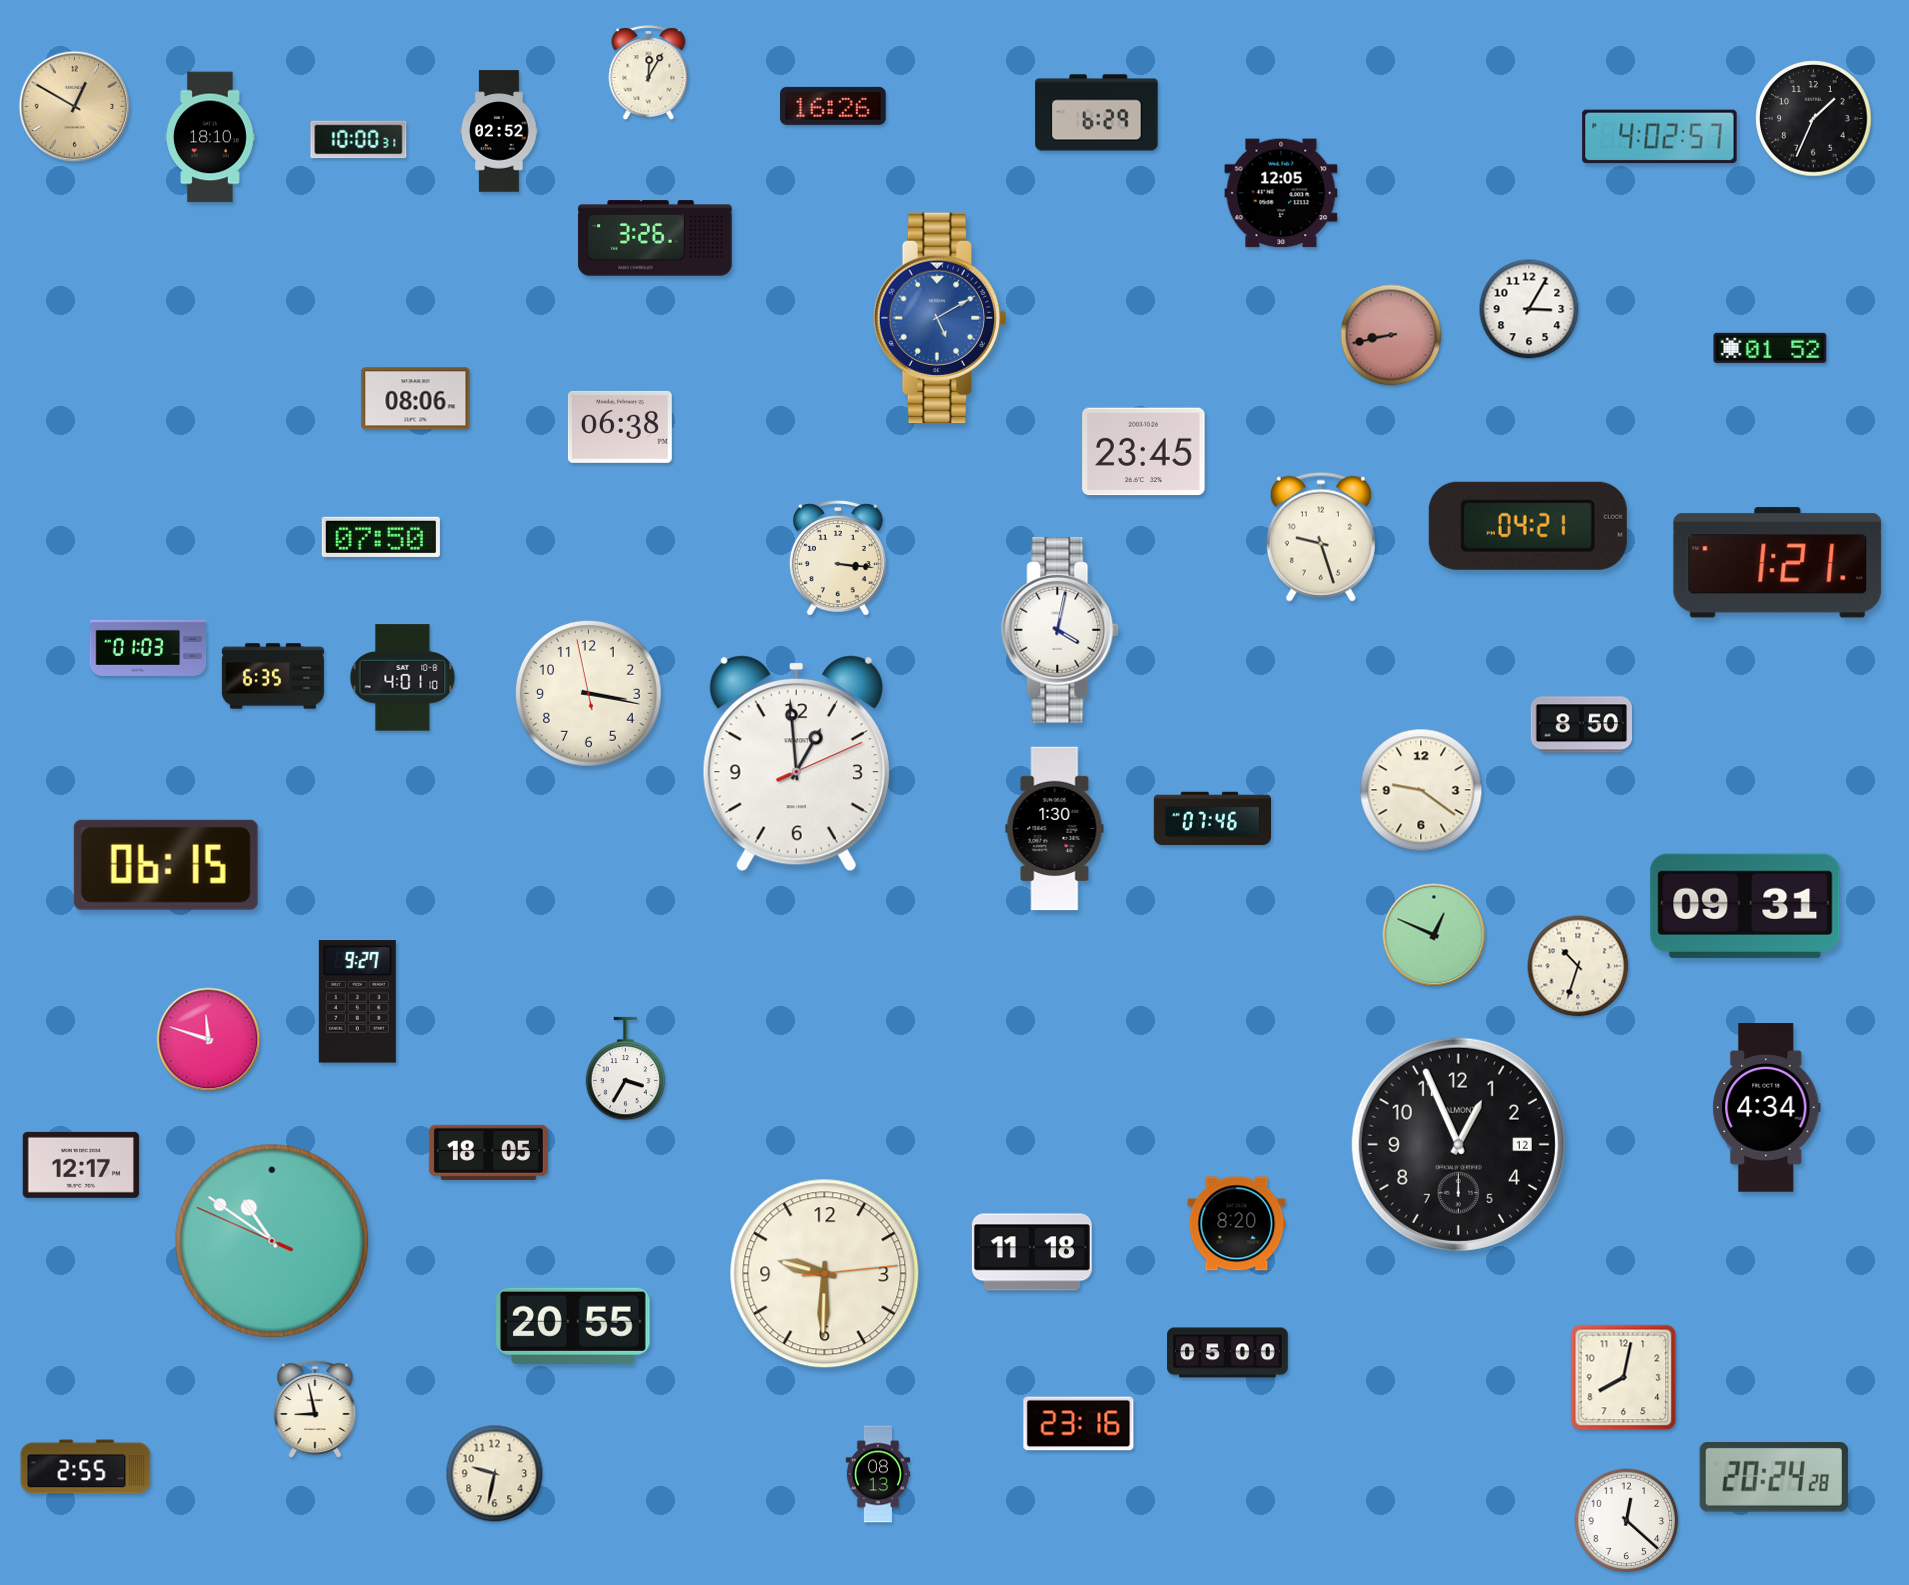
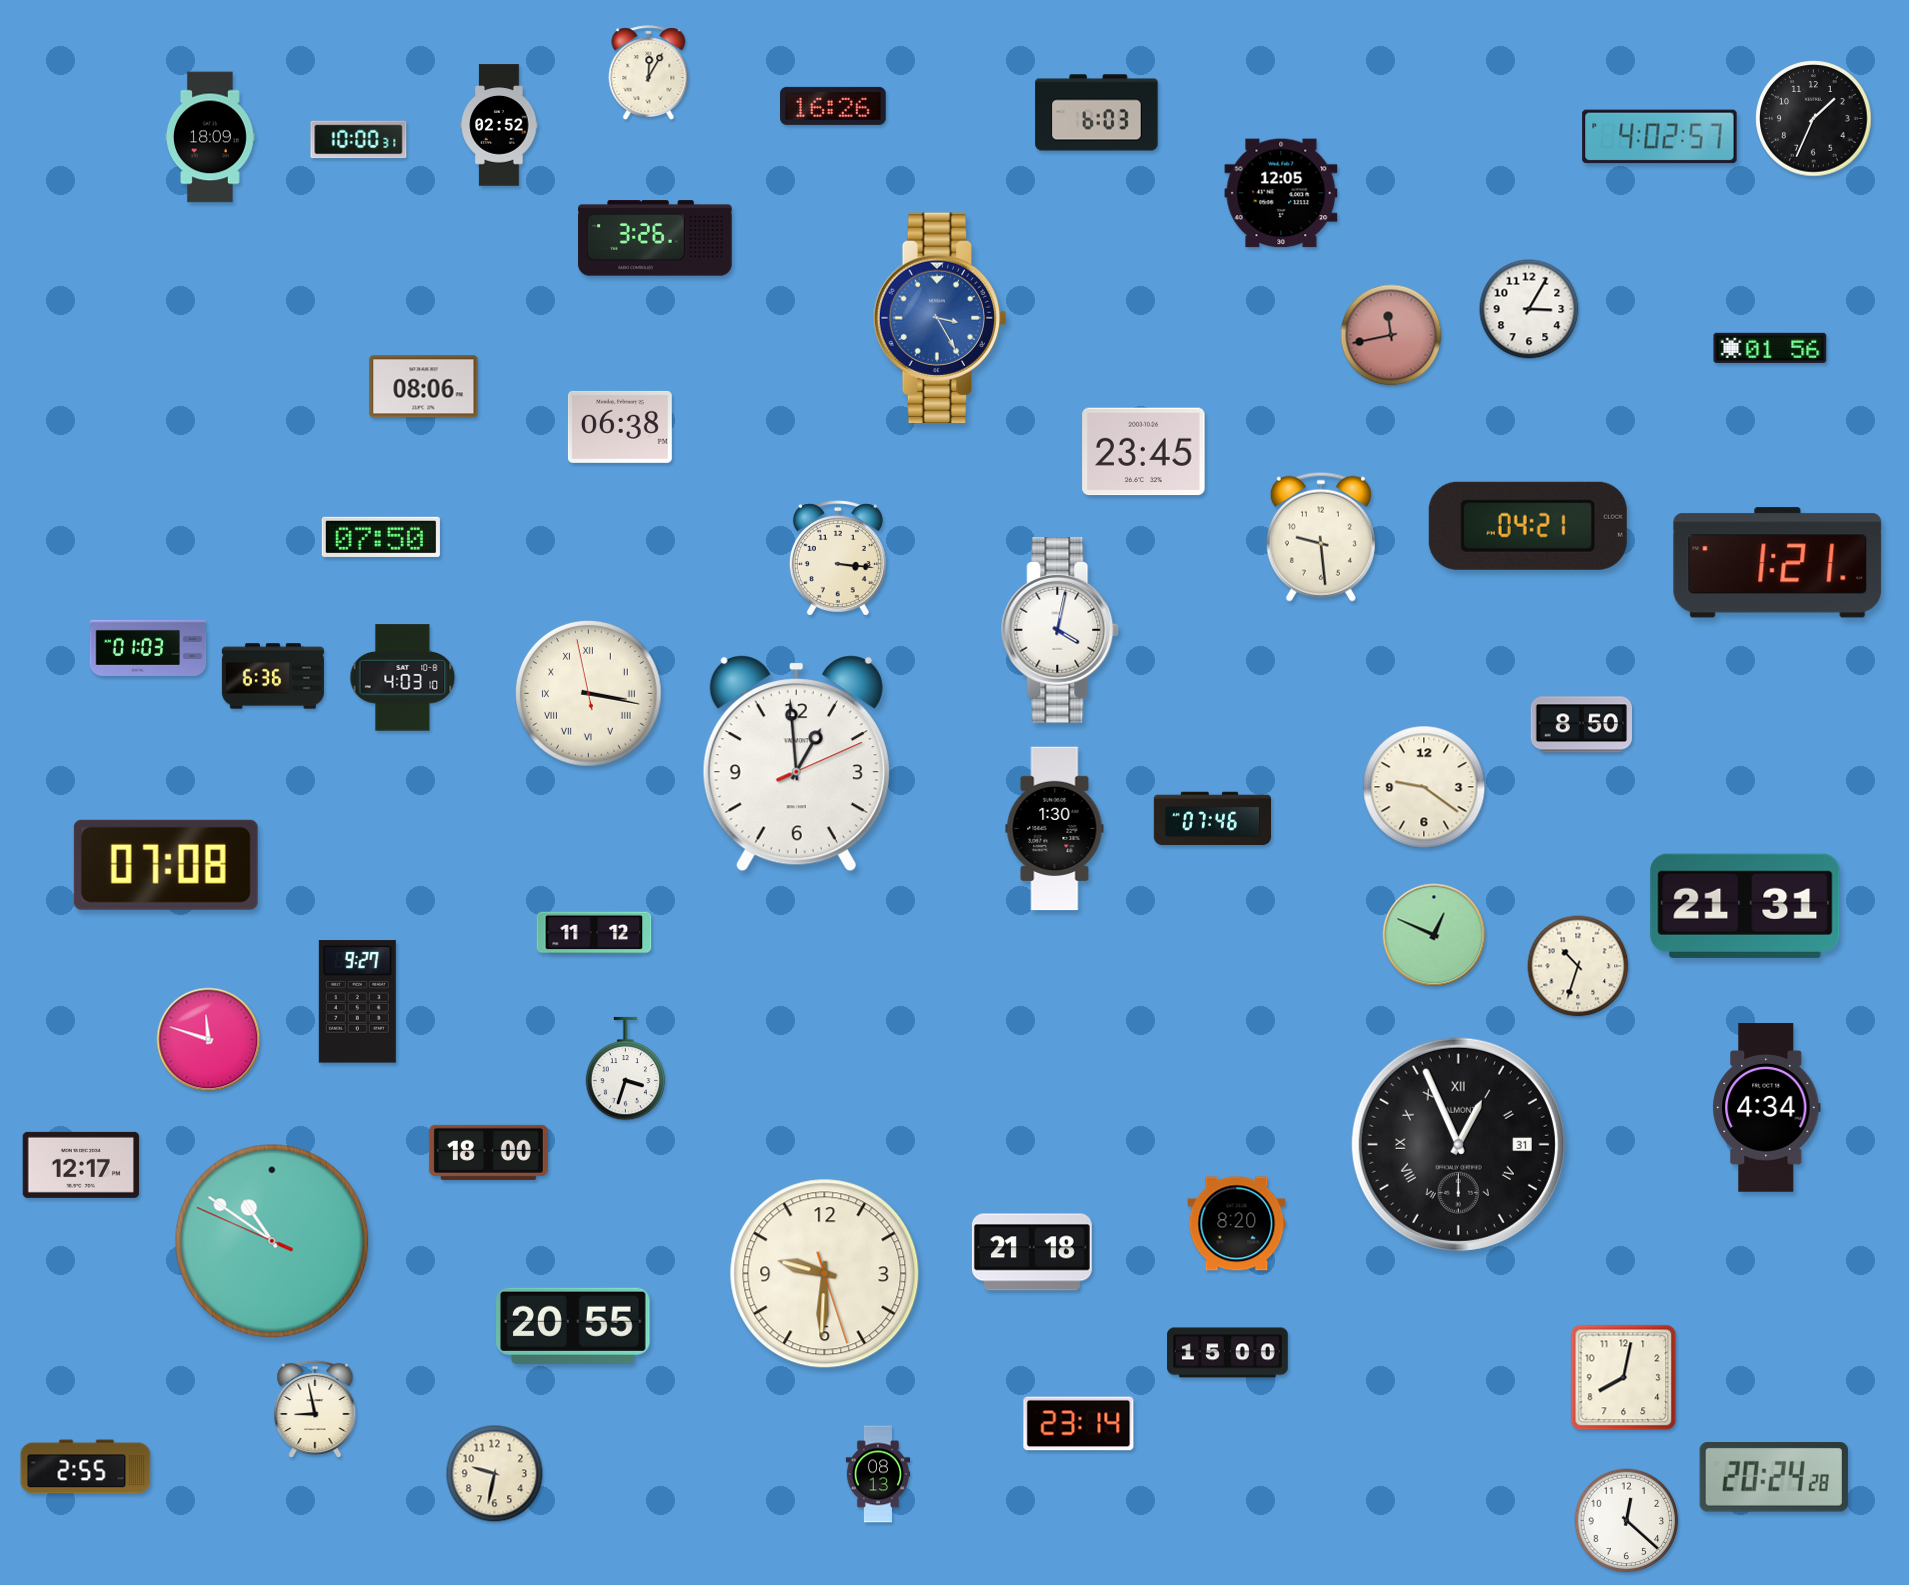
clock at (75, 107): 12:50 -> none
clock at (1097, 113): 6:29 -> 6:03
clock at (499, 131) position: (499, 131) -> (499, 125)
clock at (211, 137): 18:10 -> 18:09
clock at (940, 317): 5:10 -> 3:25
clock at (1391, 335): 8:43 -> 11:43
clock at (1770, 348): 01:52 -> 01:56
clock at (416, 399) position: (416, 399) -> (424, 387)
clock at (1321, 537): 9:27 -> 9:29
clock at (273, 676): 6:35 -> 6:36
clock at (403, 678): 4:01 -> 4:03
clock at (589, 694) numerals: Arabic -> Roman
clock at (1421, 790) position: (1421, 790) -> (1424, 787)
clock at (166, 865): 06:15 -> 07:08
clock at (1745, 906): 09:31 -> 21:31
clock at (594, 933): none -> 11:12
clock at (626, 1069): 3:35 -> 3:33
clock at (1458, 1144) date: 12 -> 31
clock at (1458, 1144) numerals: Arabic -> Roman
clock at (488, 1152): 18:05 -> 18:00
clock at (1032, 1252): 11:18 -> 21:18
clock at (825, 1274): 9:30:14 -> 9:30:27
clock at (1228, 1353): 05:00 -> 15:00
clock at (1079, 1424): 23:16 -> 23:14
